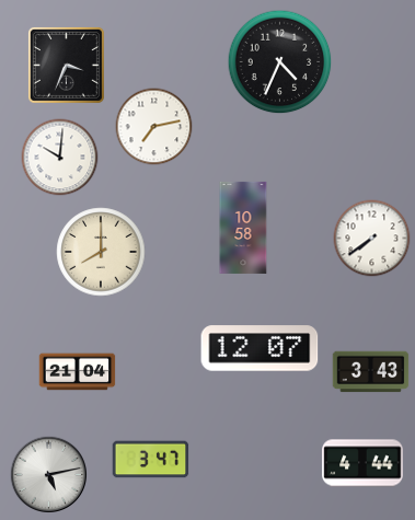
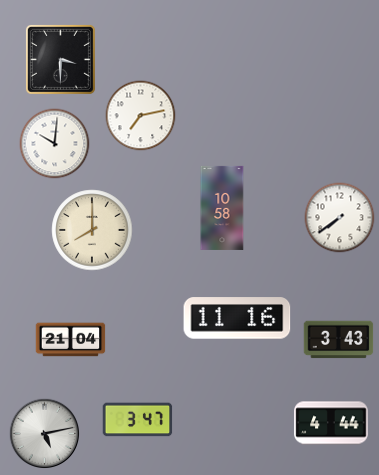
clock at (280, 62): 4:34 -> none
clock at (66, 65): 3:34 -> 3:30
clock at (260, 348): 12:07 -> 11:16
